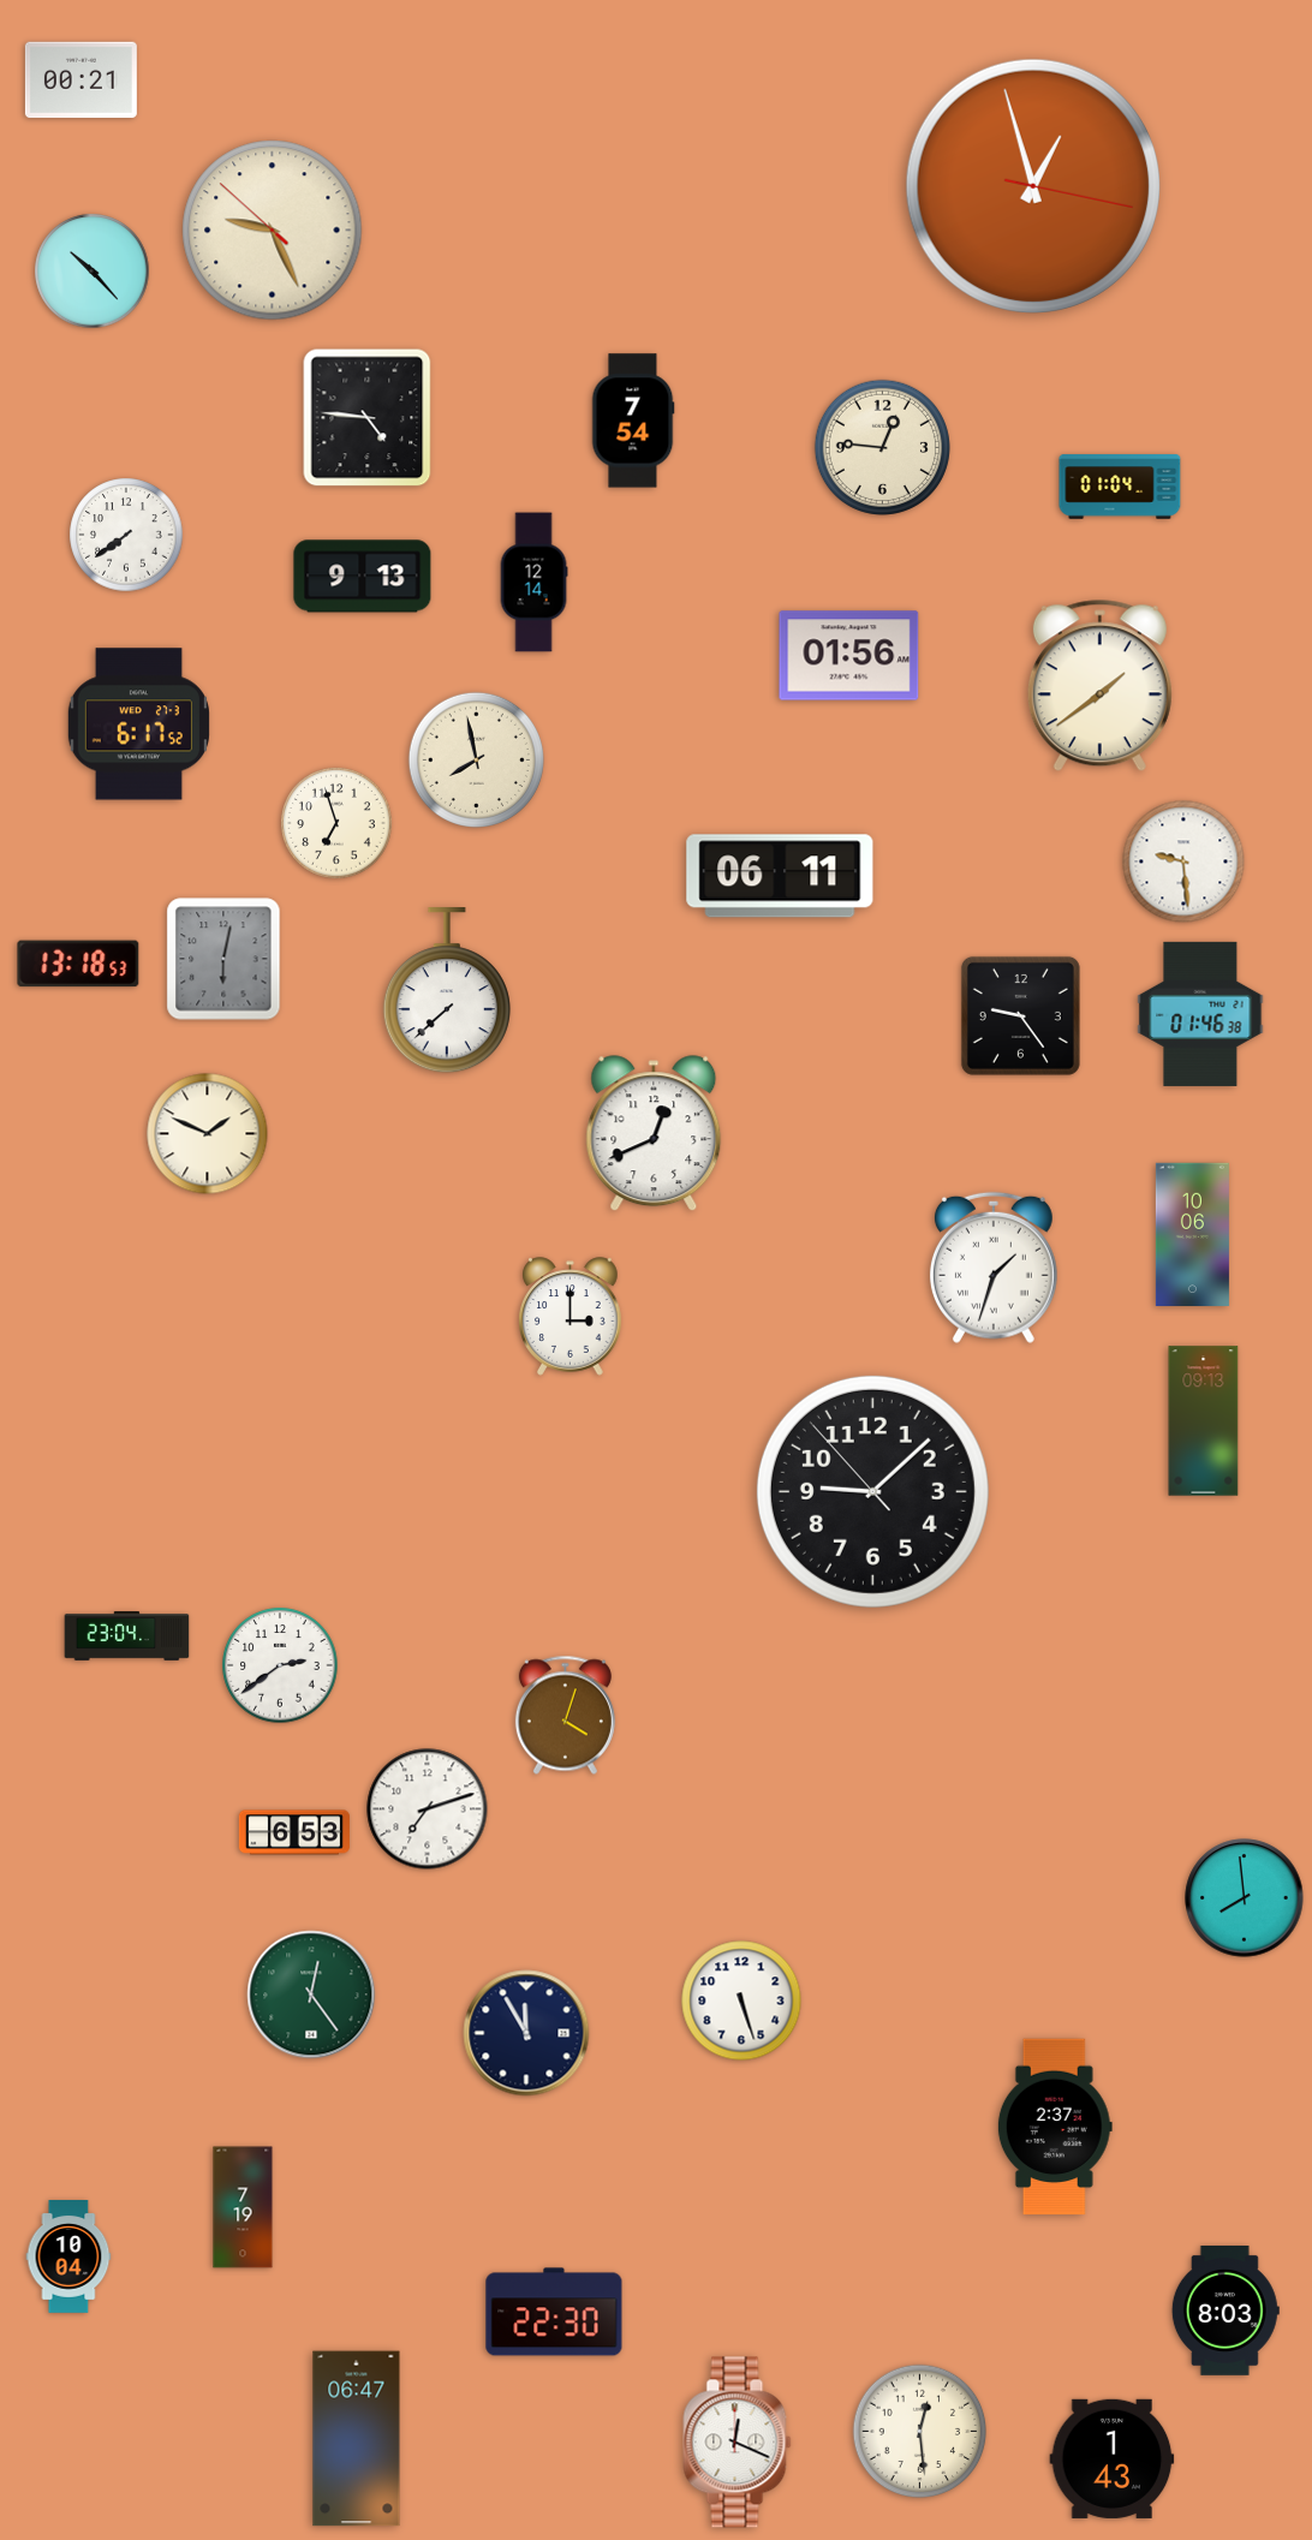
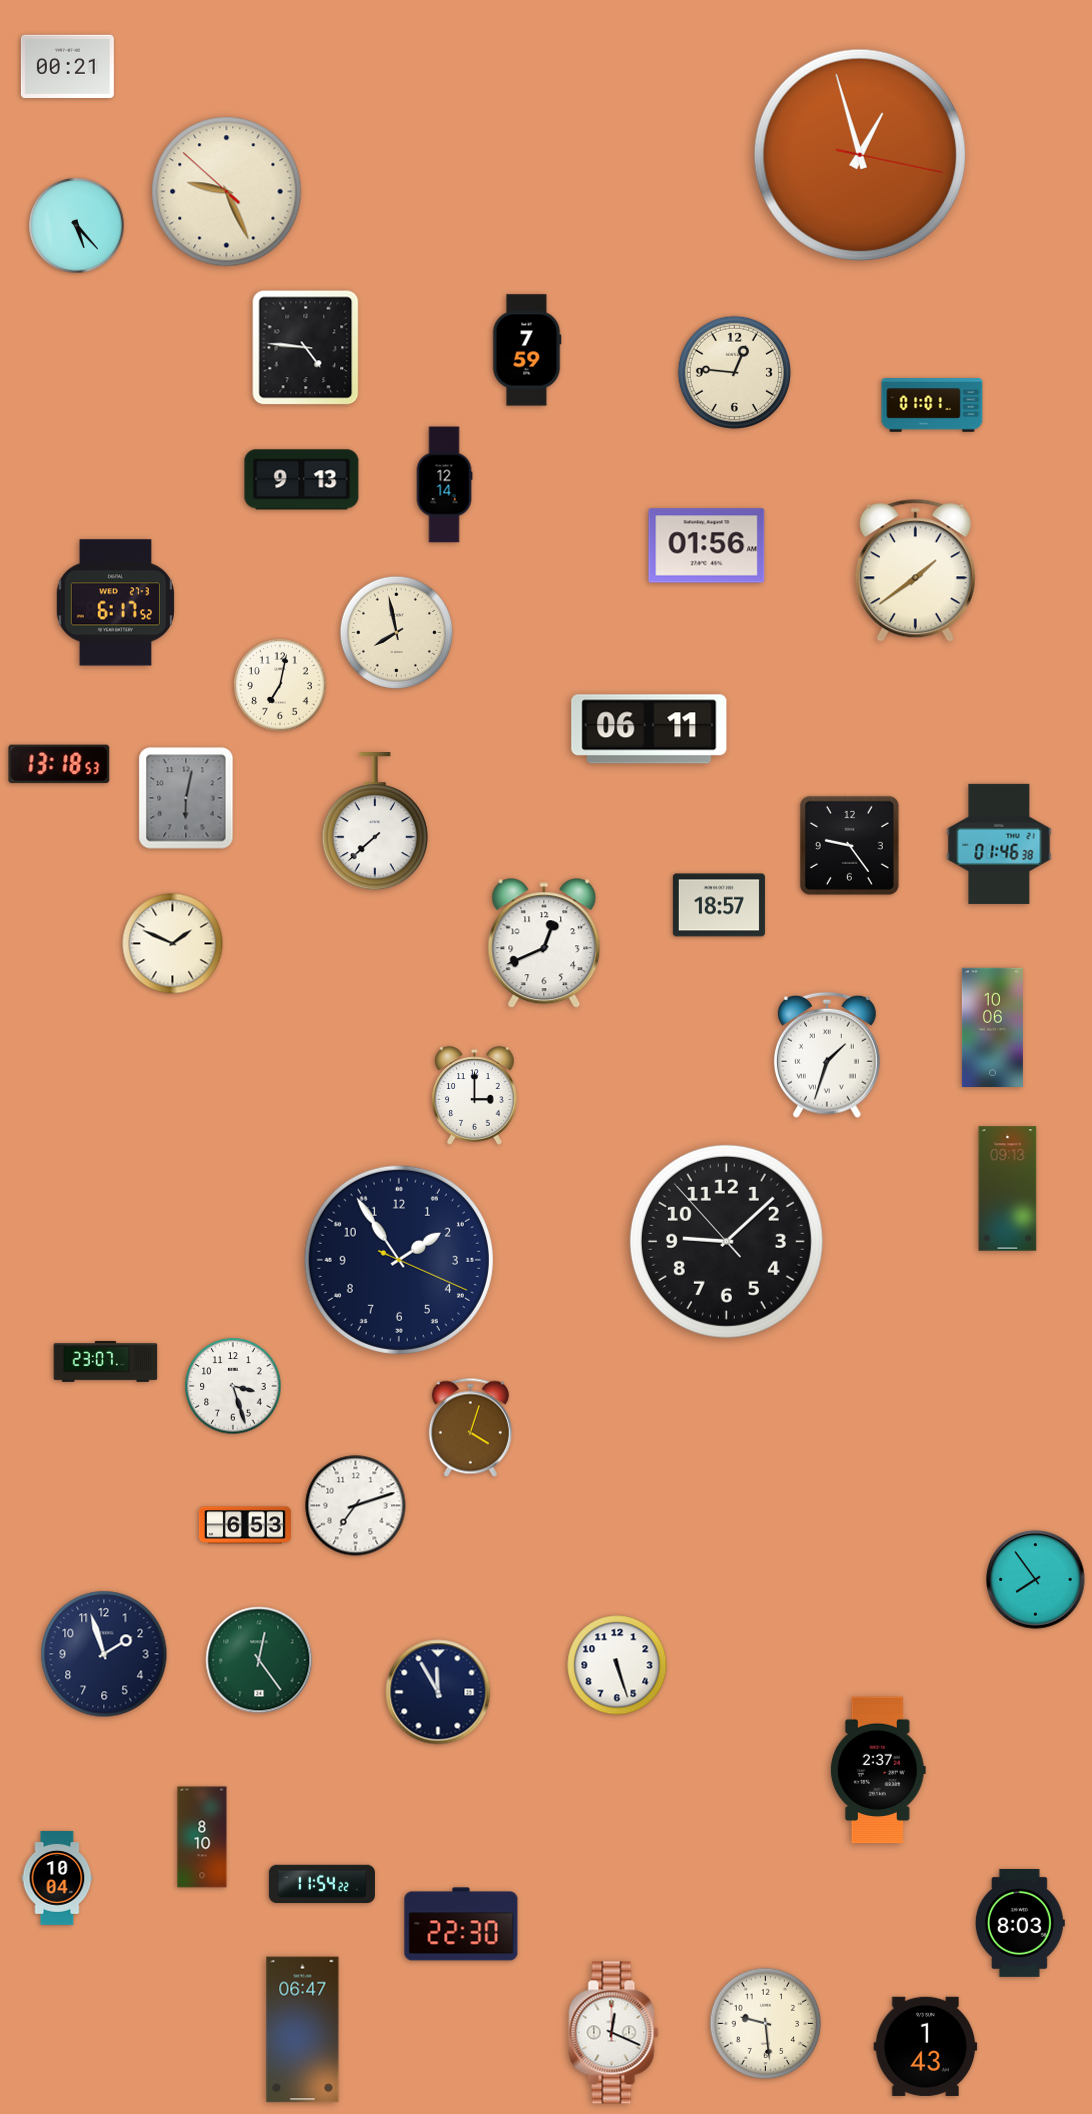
clock at (93, 272): 10:23 -> 5:23
clock at (633, 421): 7:54 -> 7:59
clock at (1120, 487): 01:04 -> 01:01
clock at (126, 535): 7:39 -> none
clock at (338, 824): 6:57 -> 7:02
clock at (1183, 861): 9:29 -> none
clock at (78, 964) position: (78, 964) -> (59, 764)
clock at (447, 991) position: (447, 991) -> (375, 822)
clock at (719, 905): none -> 18:57
clock at (1204, 1421) position: (1204, 1421) -> (1008, 1189)
clock at (399, 1260): none -> 1:54
clock at (127, 1636): 23:04 -> 23:07
clock at (280, 1665): 2:39 -> 3:27
clock at (1245, 1898): 7:59 -> 7:54
clock at (104, 1654): none -> 1:57
clock at (243, 2207): 7:19 -> 8:10
clock at (322, 1884): none -> 11:54
clock at (920, 2432): 12:29 -> 9:29
clock at (357, 2439) position: (357, 2439) -> (303, 2030)
